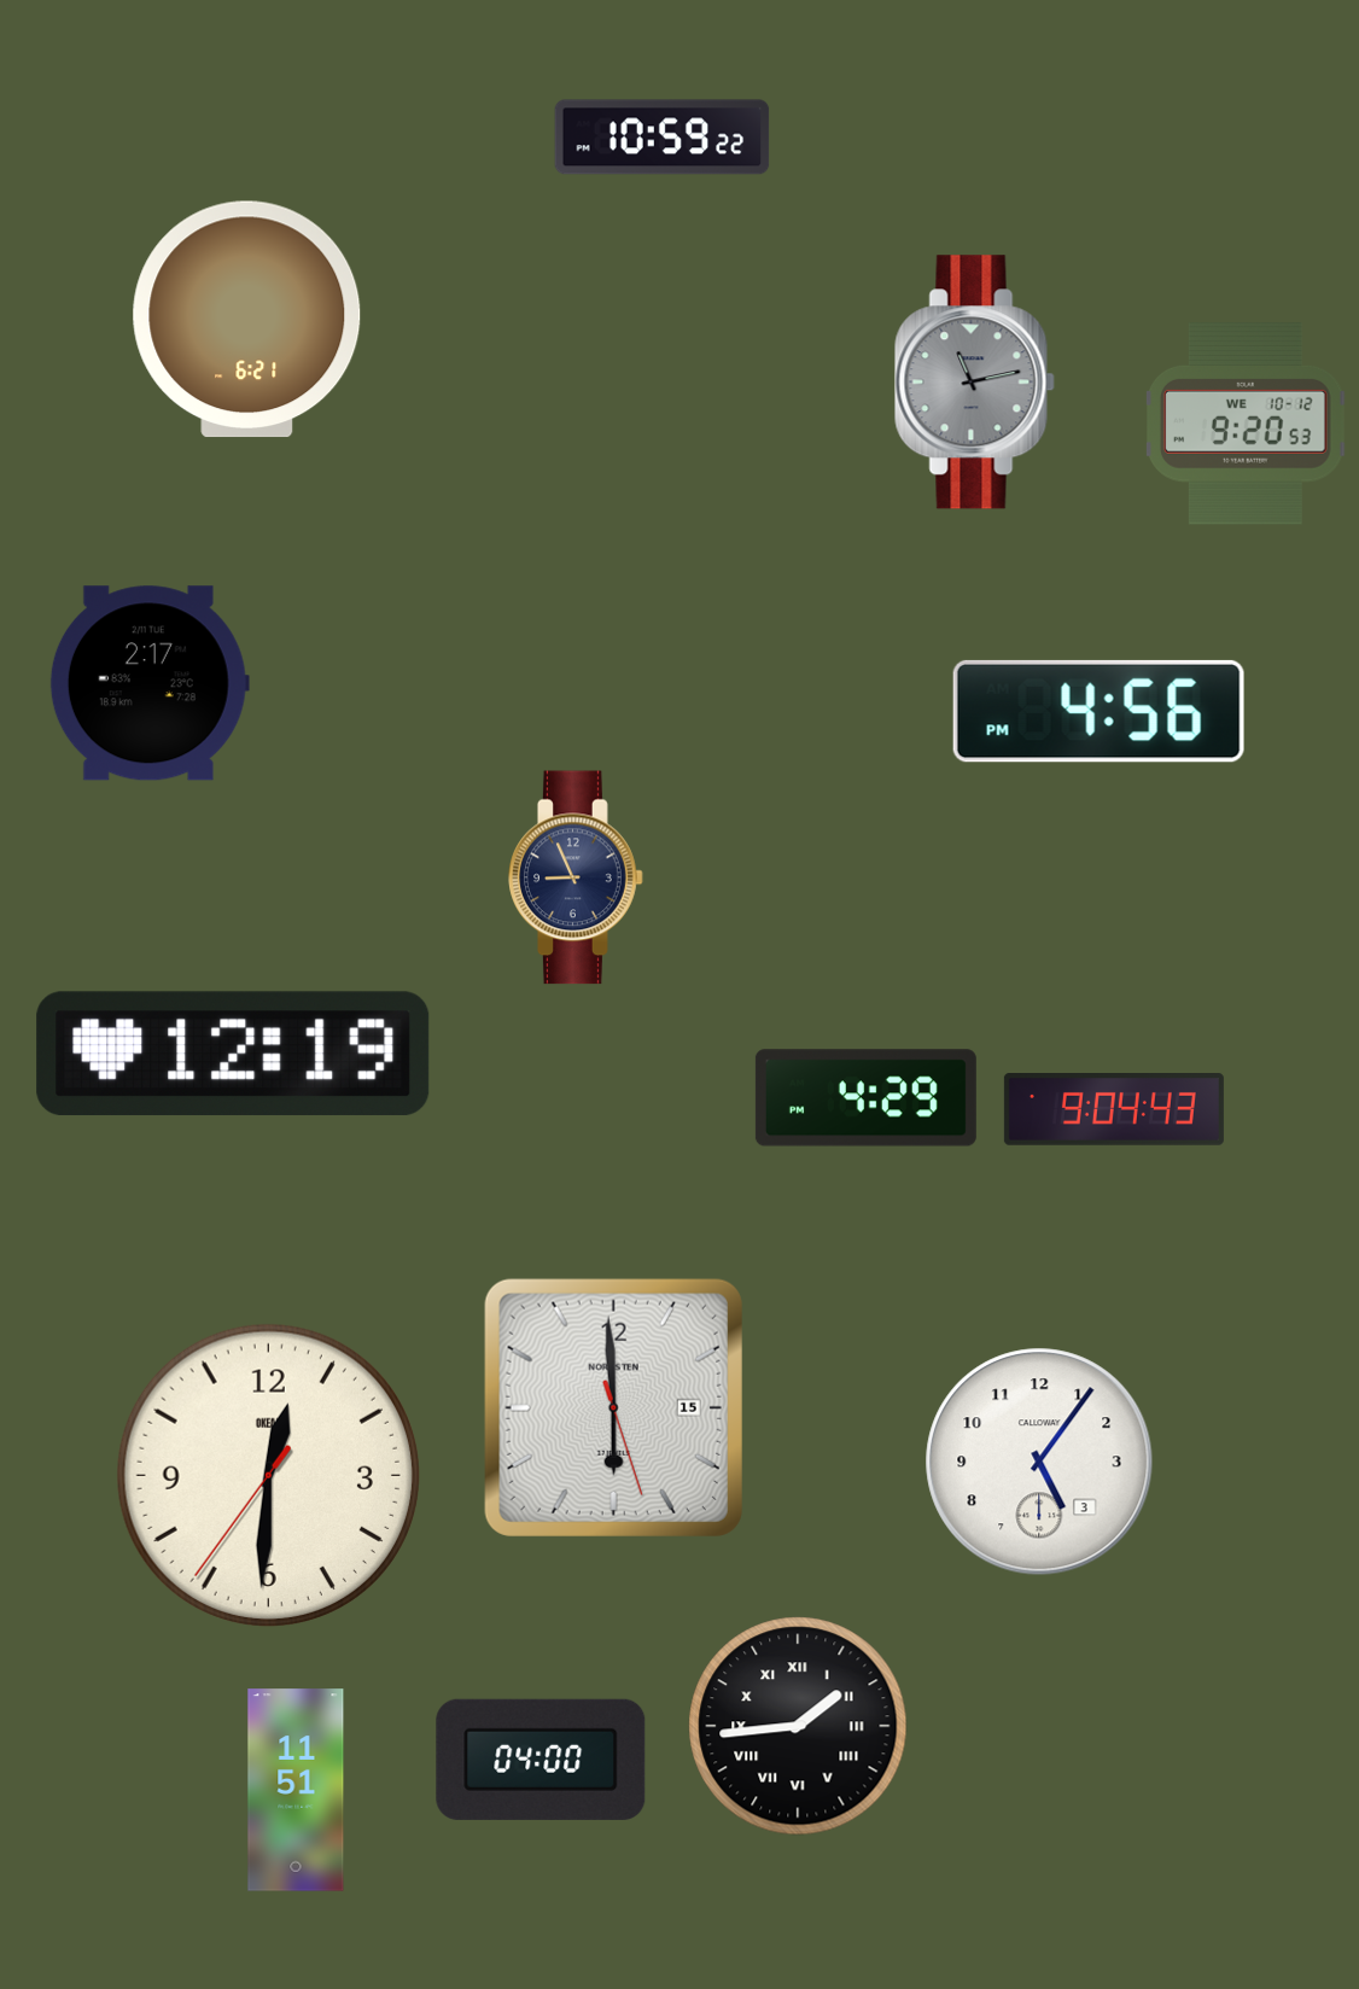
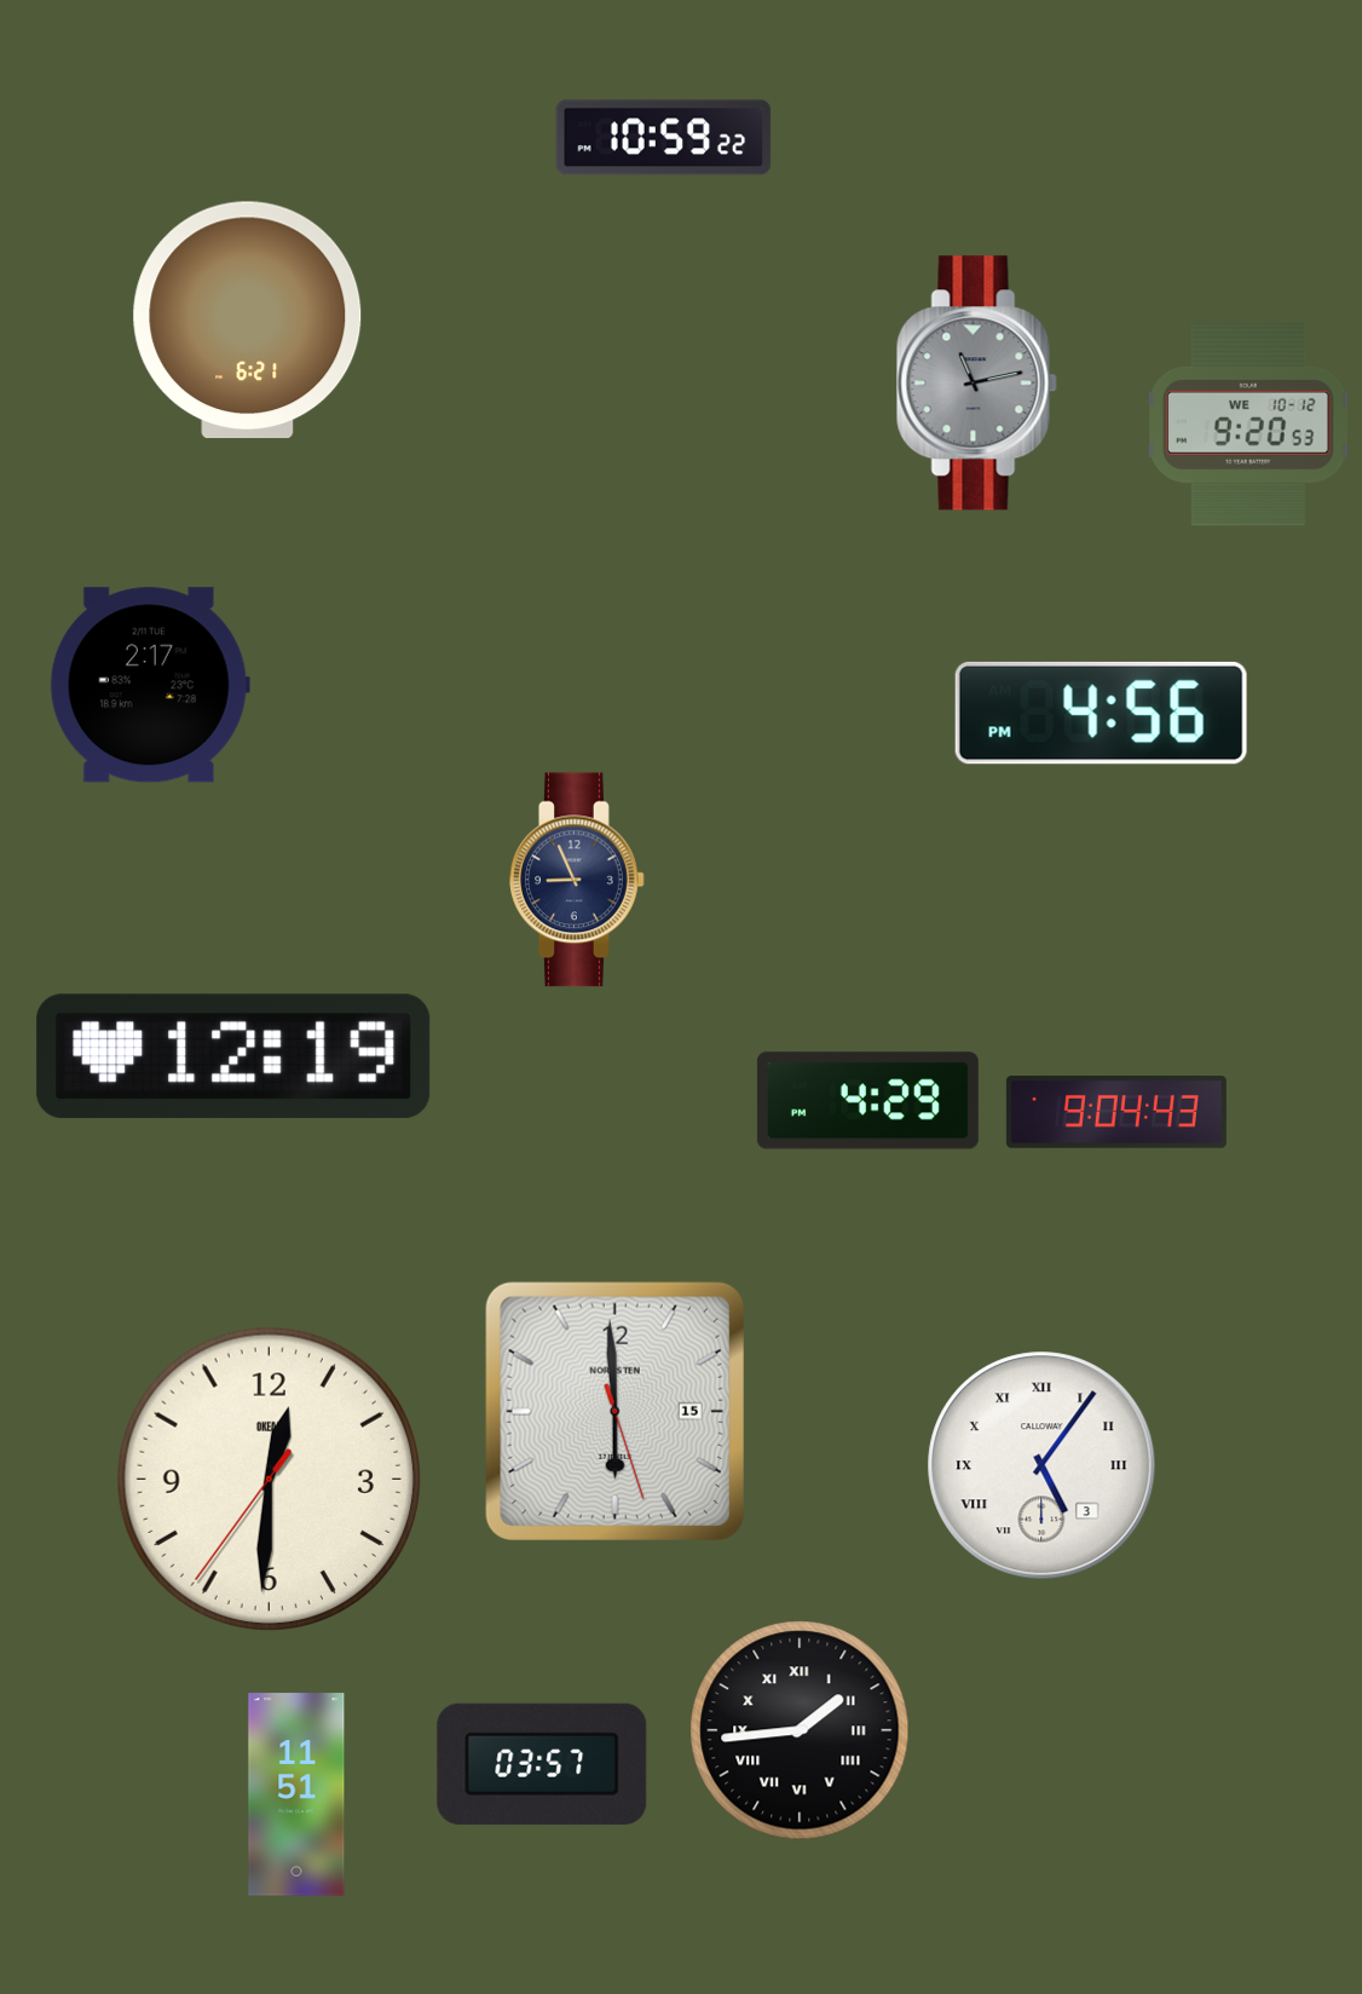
clock at (1039, 1462) numerals: Arabic -> Roman
clock at (541, 1760): 04:00 -> 03:57
